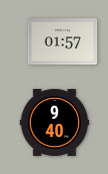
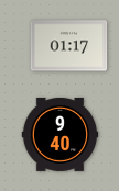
clock at (63, 42): 01:57 -> 01:17
